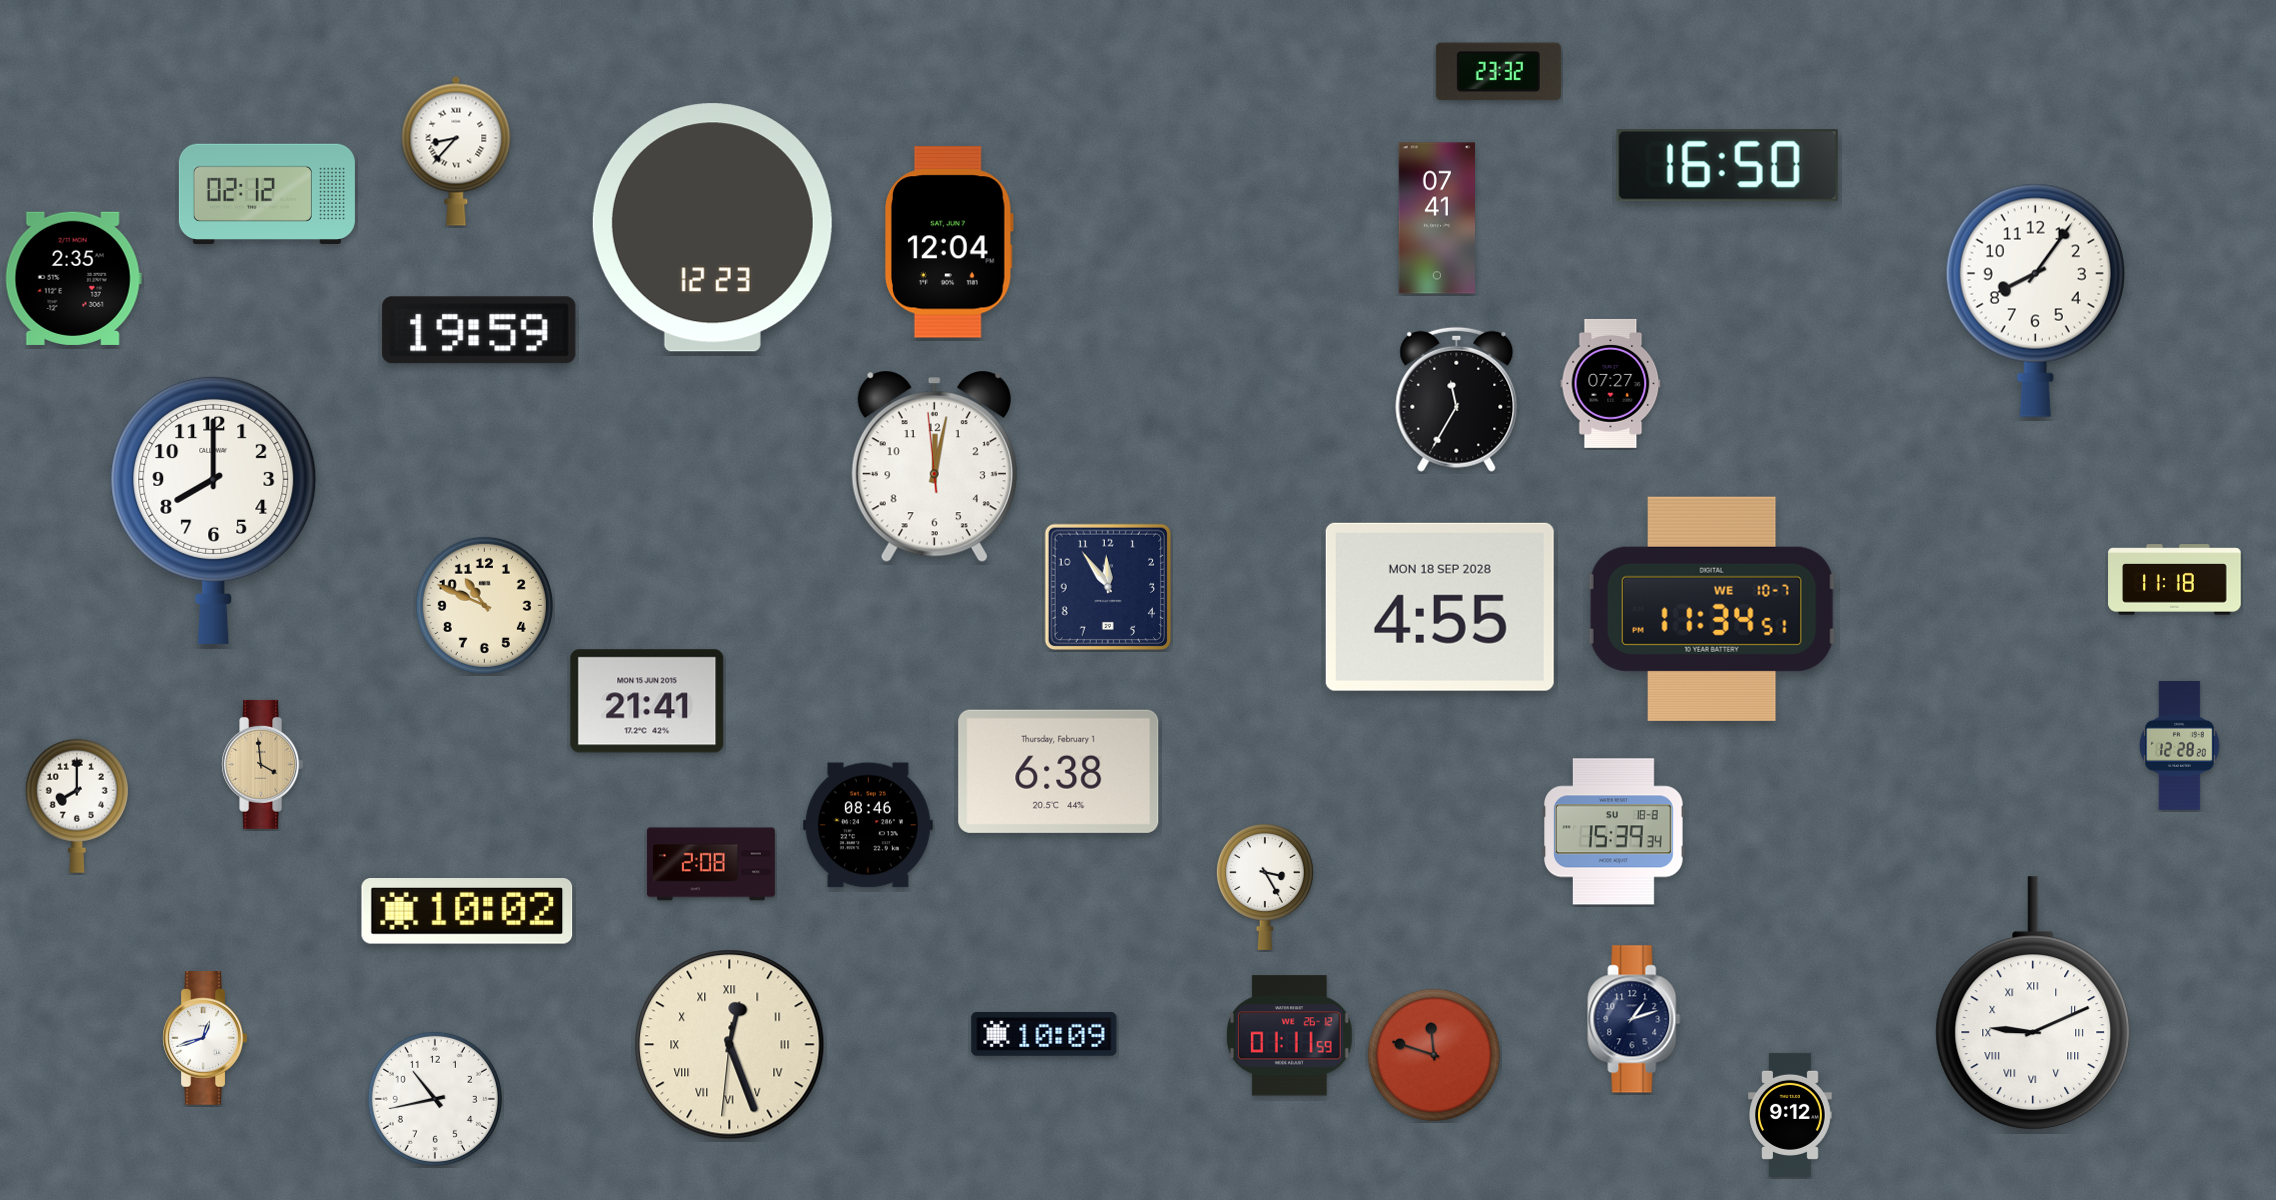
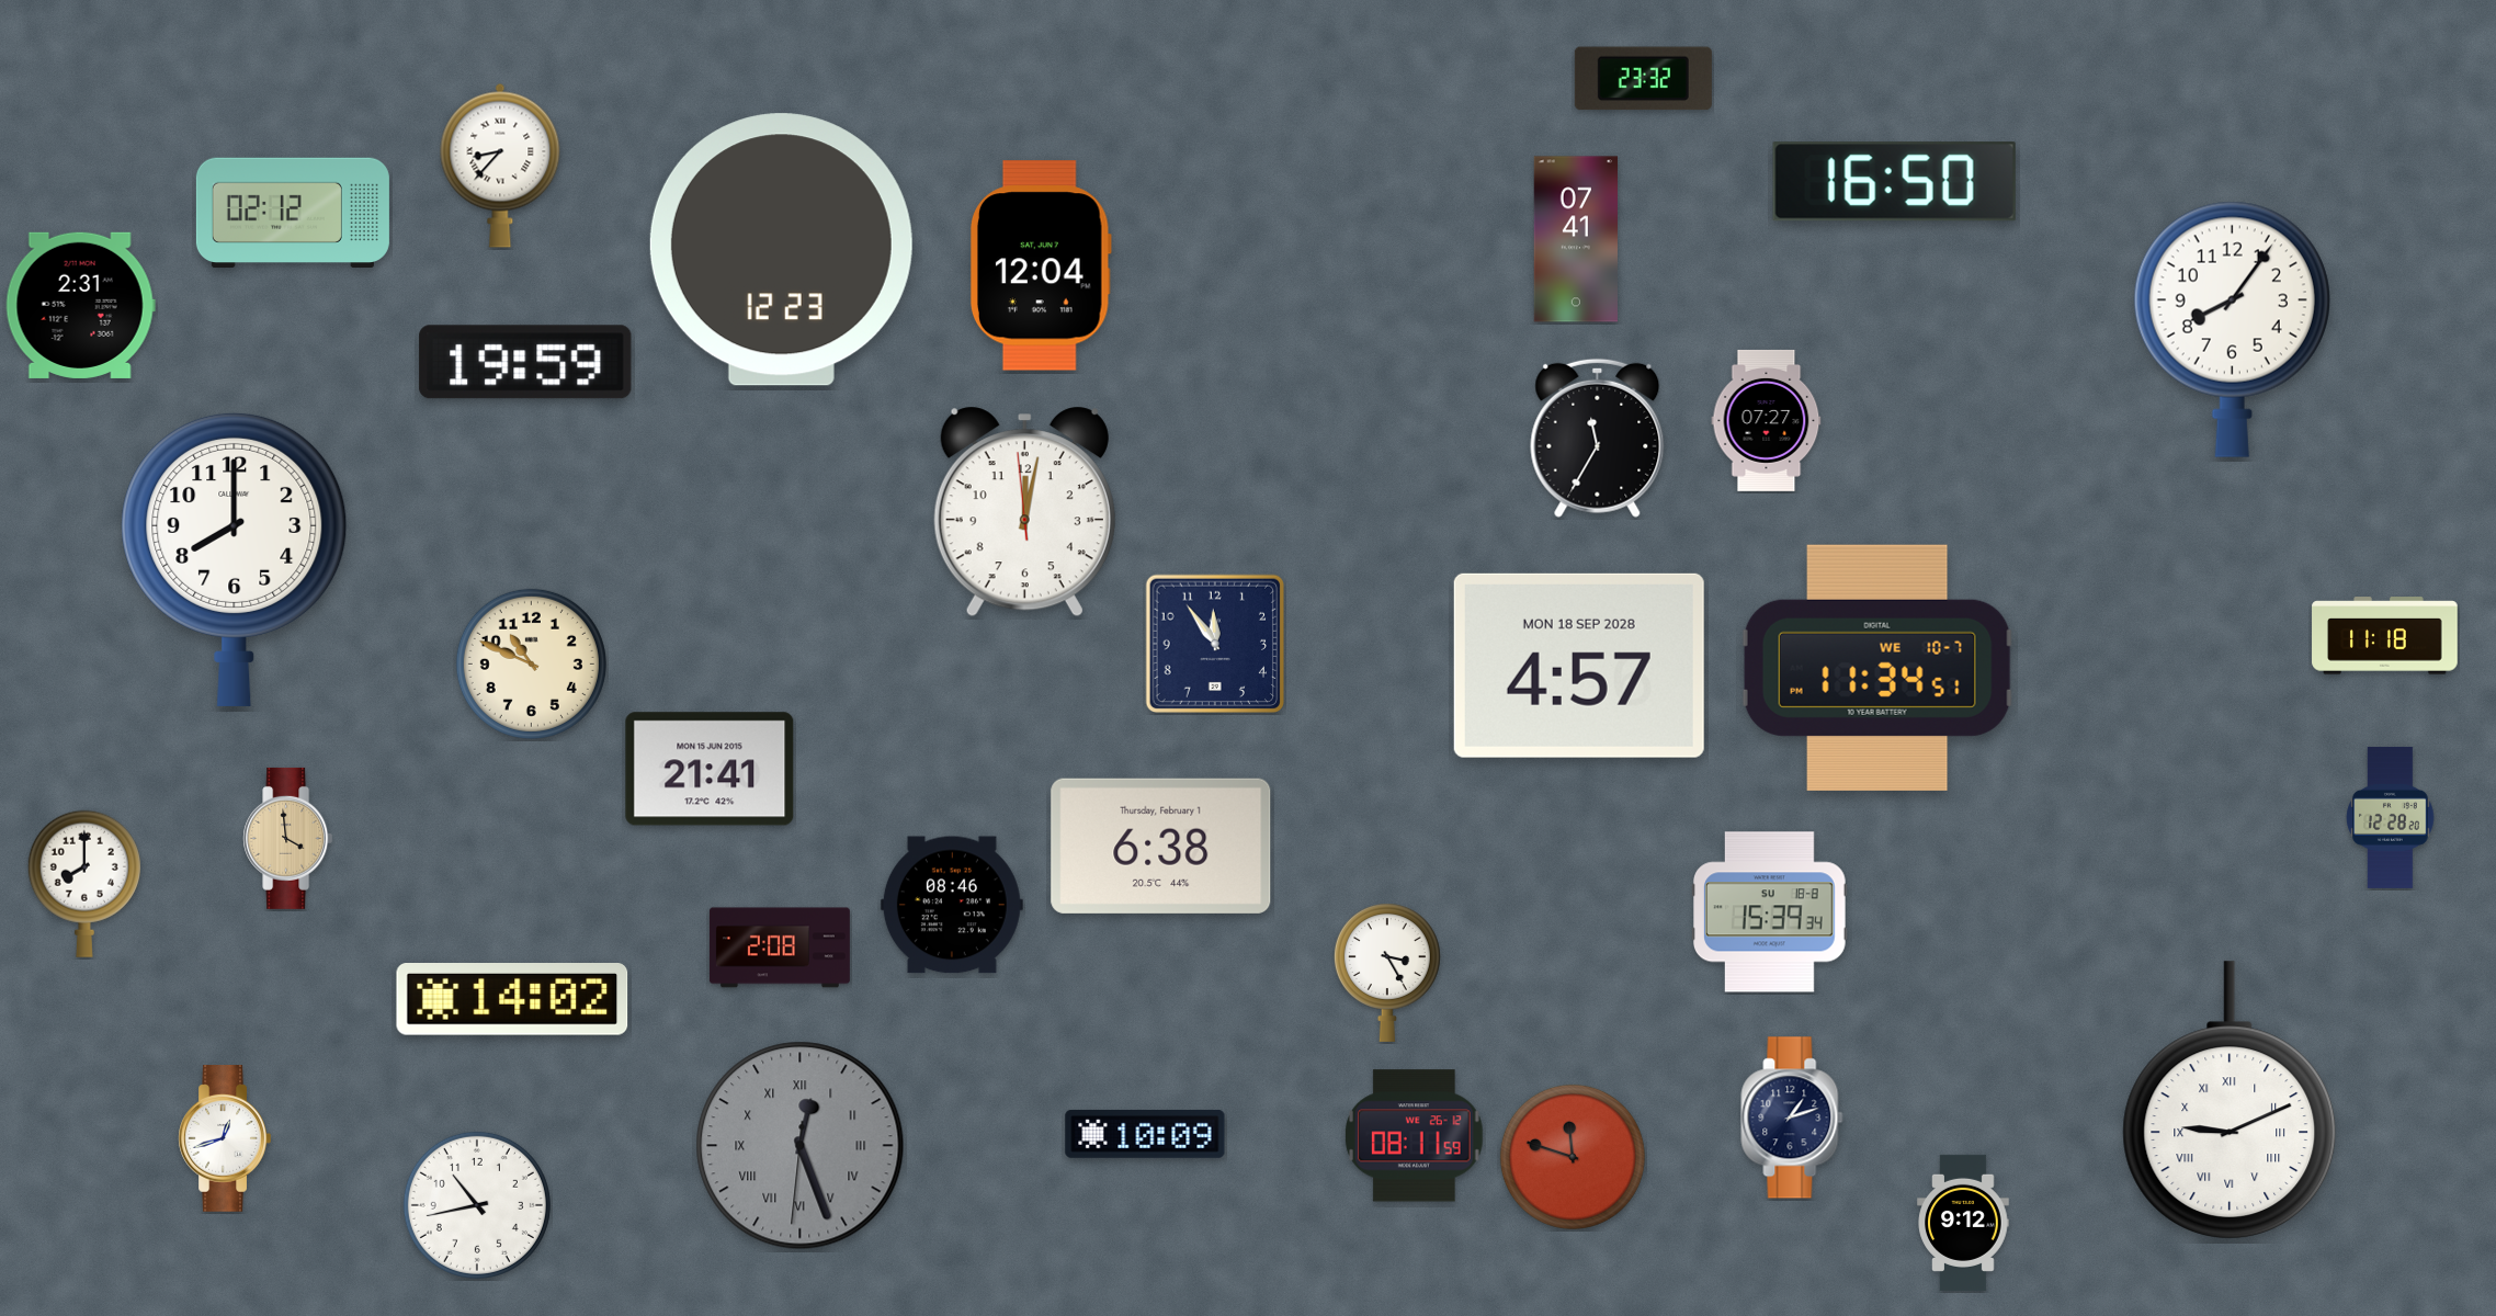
clock at (73, 278): 2:35 -> 2:31
clock at (1440, 607): 4:55 -> 4:57
clock at (467, 911): 10:02 -> 14:02
clock at (1290, 1036): 01:11 -> 08:11
clock at (730, 1045) dial: cream -> grey
